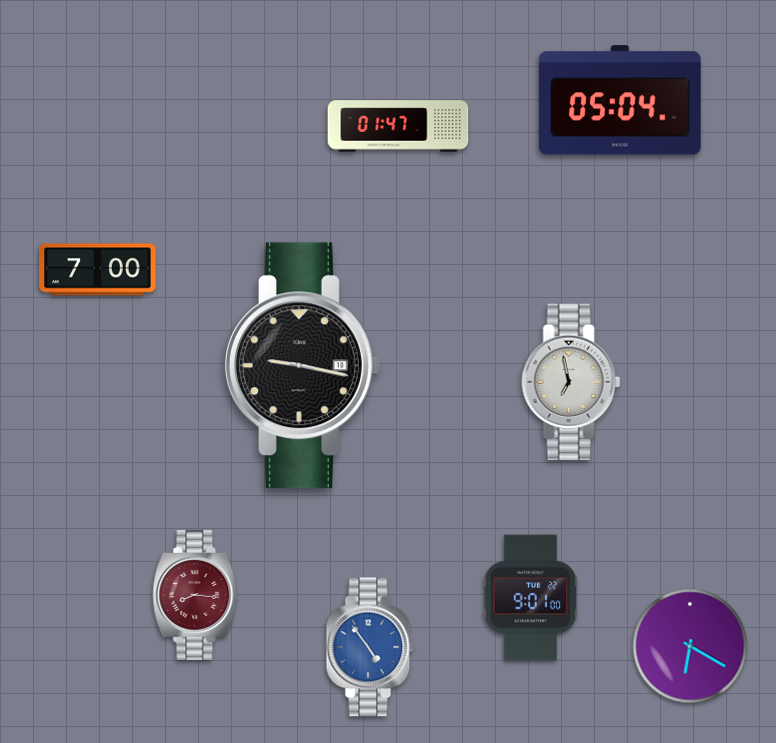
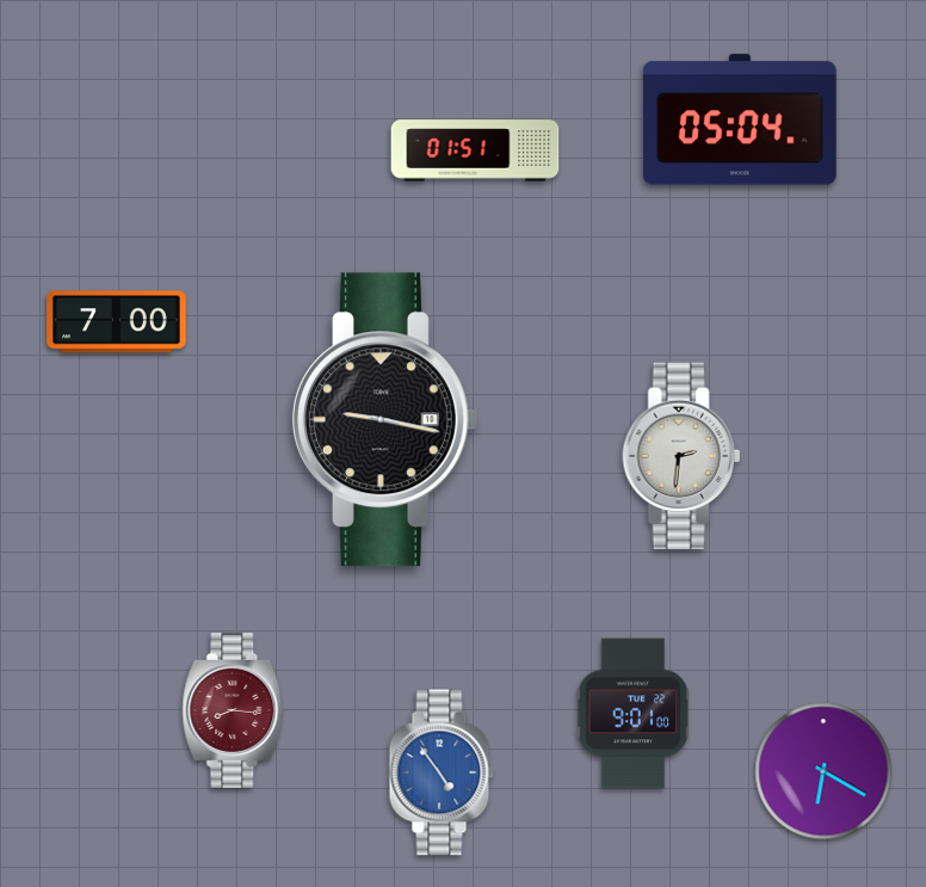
clock at (398, 126): 01:47 -> 01:51
clock at (302, 366) position: (302, 366) -> (384, 420)
clock at (571, 382): 6:58 -> 2:31
